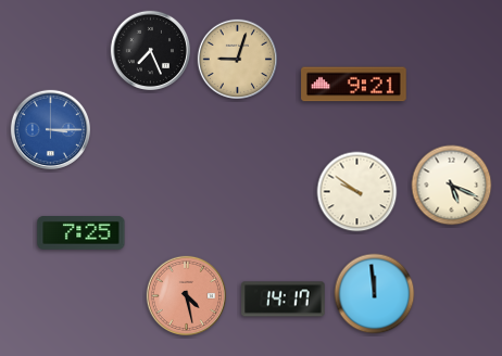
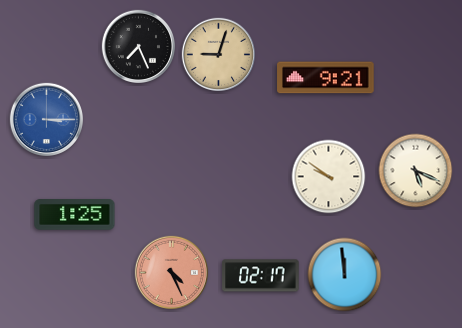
clock at (81, 233): 7:25 -> 1:25
clock at (375, 294) position: (375, 294) -> (345, 275)
clock at (186, 295): 4:28 -> 4:26
clock at (284, 300): 14:17 -> 02:17
